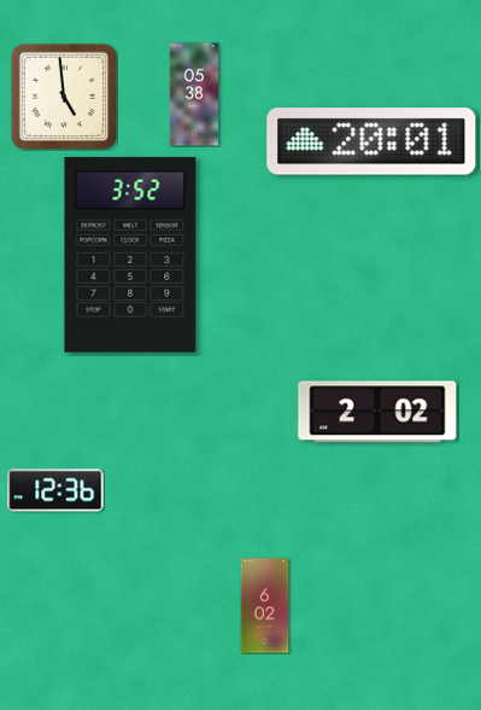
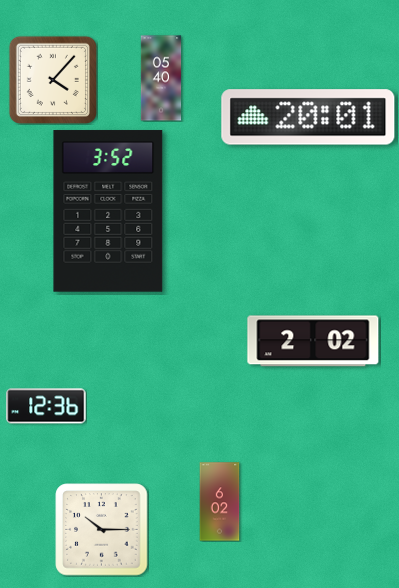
clock at (194, 94): 05:38 -> 05:40
clock at (63, 95): 4:59 -> 4:07
clock at (102, 530): none -> 10:15
